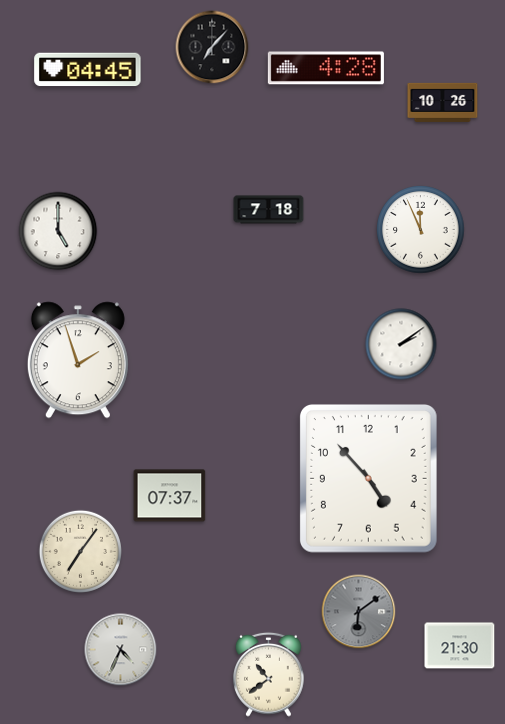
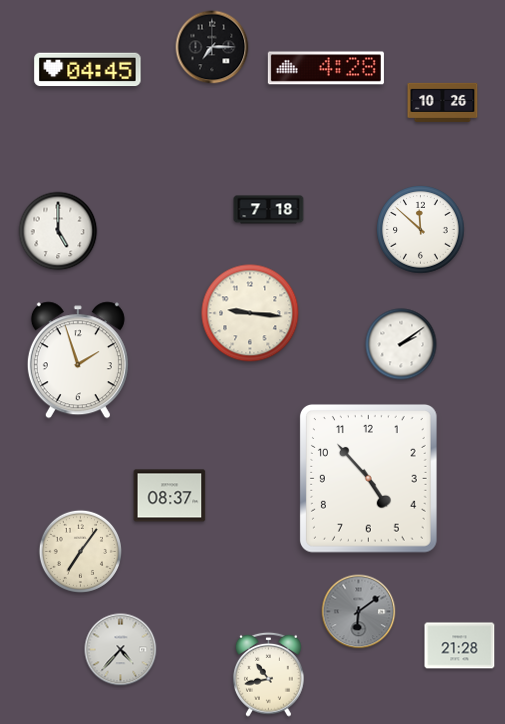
clock at (212, 47): 7:07 -> 7:15
clock at (421, 230): 11:56 -> 11:52
clock at (250, 313): none -> 9:16
clock at (170, 496): 07:37 -> 08:37
clock at (460, 646): 21:30 -> 21:28
clock at (121, 650): 4:34 -> 4:37
clock at (269, 674): 10:39 -> 10:43
